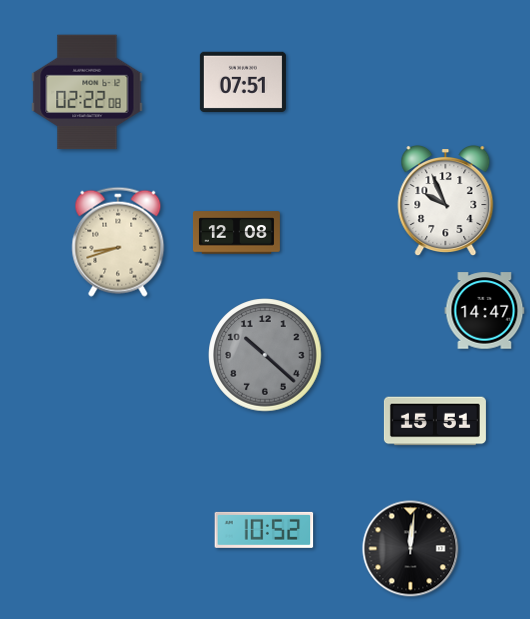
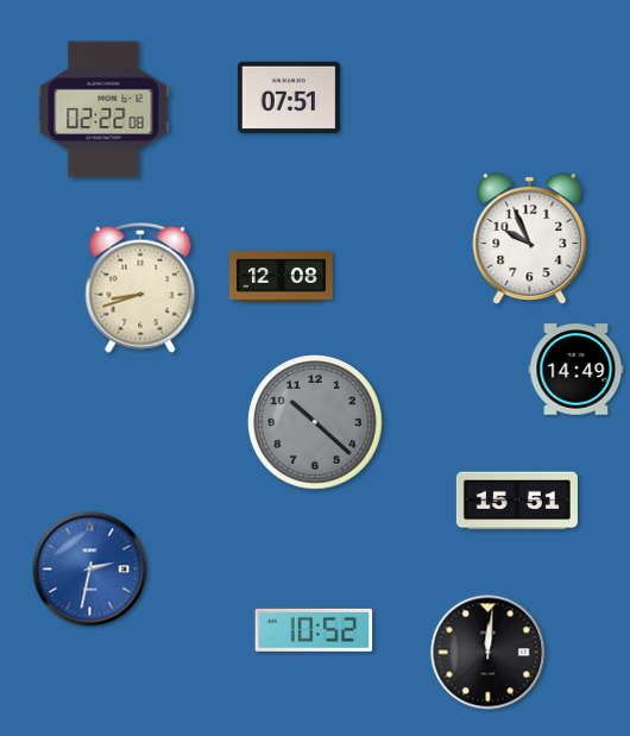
clock at (485, 311): 14:47 -> 14:49
clock at (90, 570): none -> 2:32
